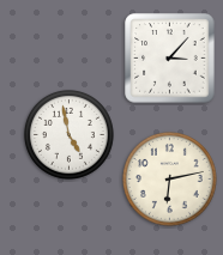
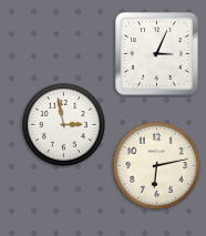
clock at (170, 59): 3:07 -> 3:04
clock at (68, 134): 4:58 -> 2:58
